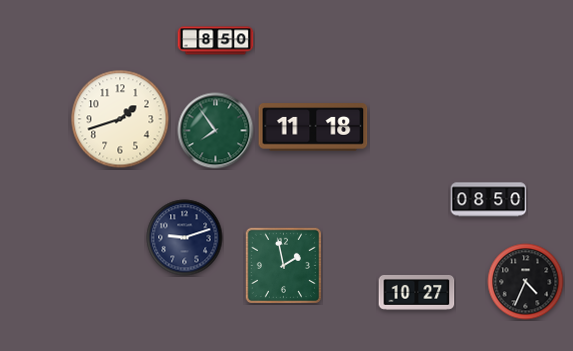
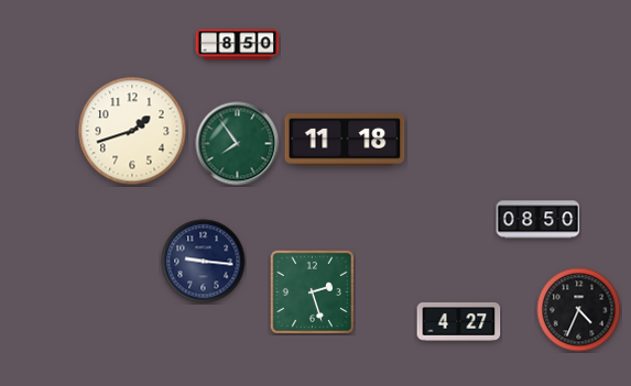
clock at (185, 238): 9:12 -> 9:16
clock at (283, 265): 1:58 -> 2:27
clock at (417, 292): 10:27 -> 4:27
